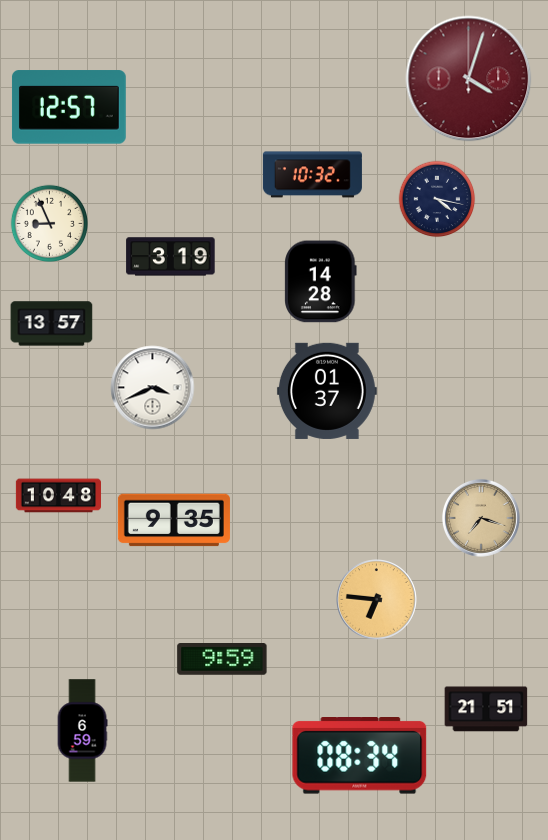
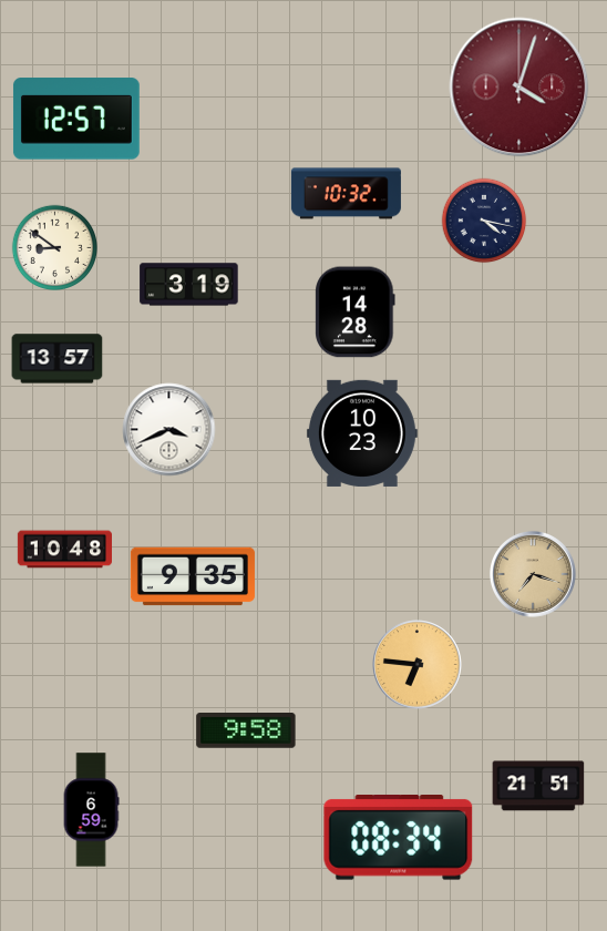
clock at (50, 224): 8:56 -> 8:51
clock at (327, 391): 01:37 -> 10:23
clock at (222, 660): 9:59 -> 9:58
